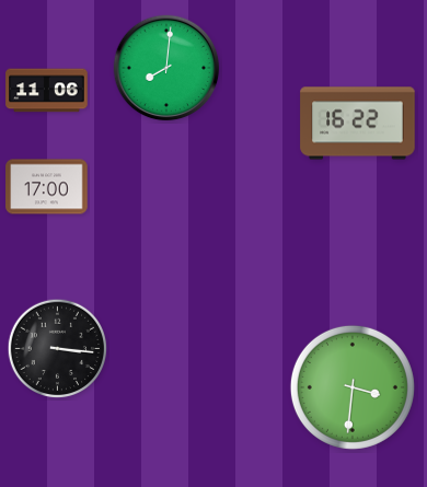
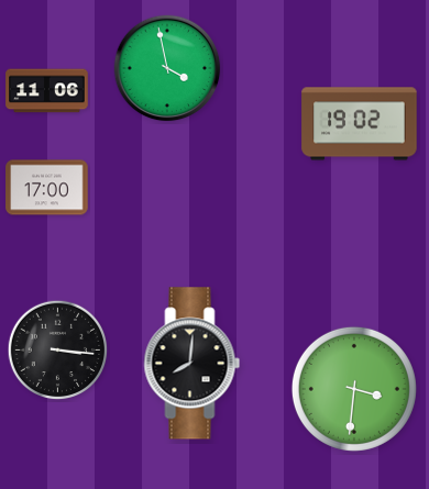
clock at (166, 68): 8:01 -> 3:58
clock at (358, 124): 16:22 -> 19:02
clock at (193, 364): none -> 8:01
